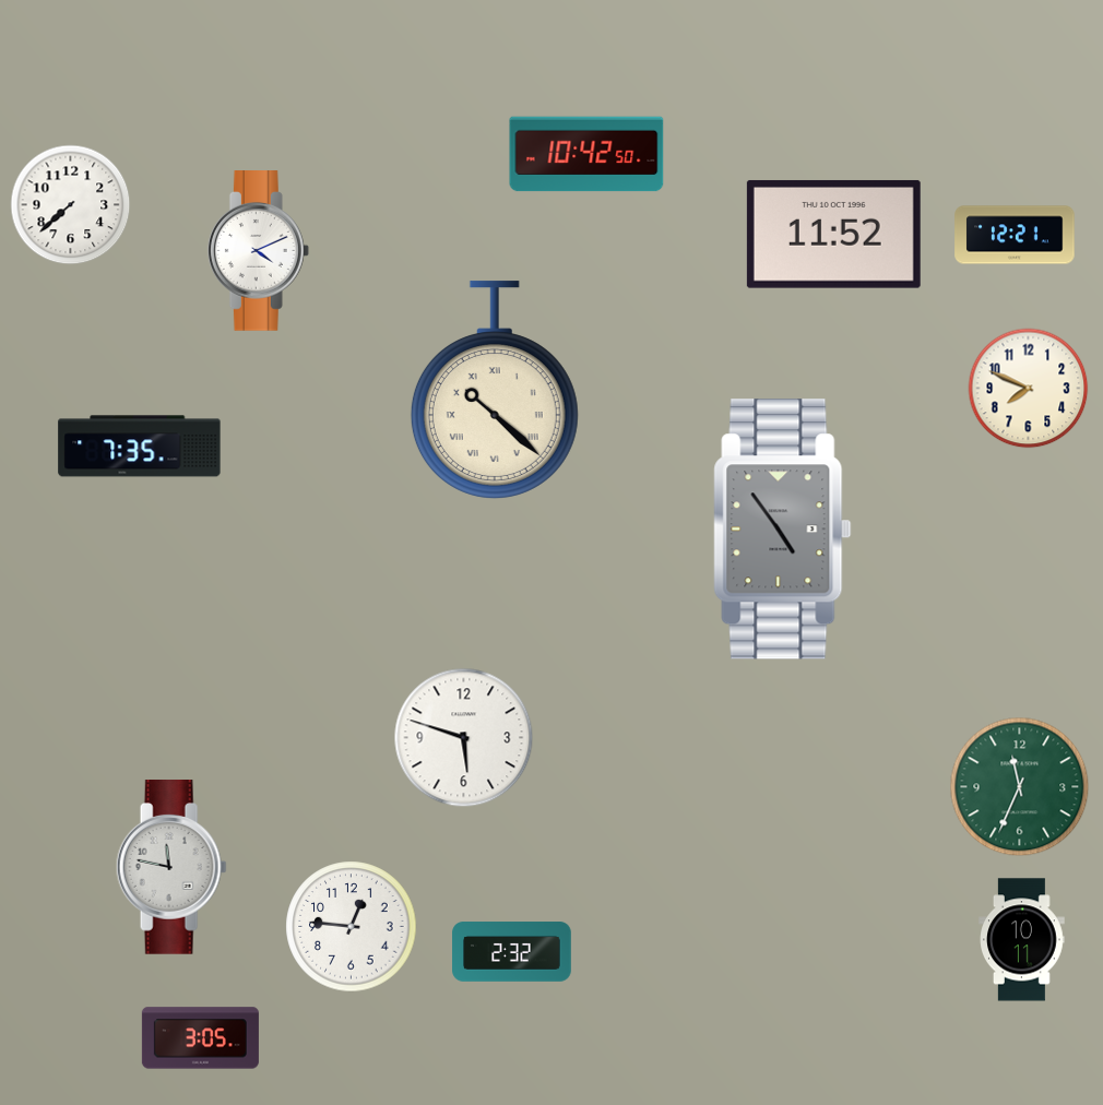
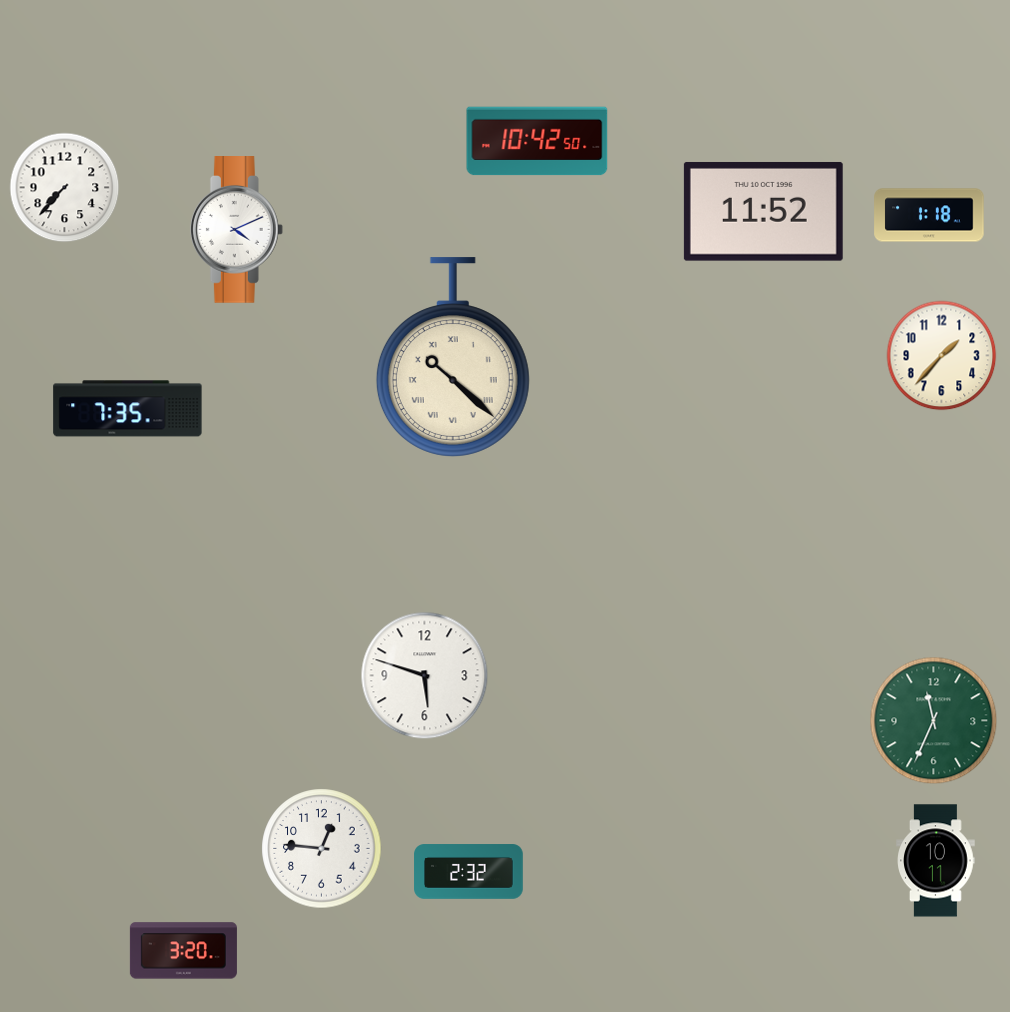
clock at (71, 205): 7:38 -> 7:37
clock at (833, 234) position: (833, 234) -> (763, 211)
clock at (1015, 235): 12:21 -> 1:18
clock at (1029, 389): 7:49 -> 1:37
clock at (783, 530): 4:54 -> none
clock at (171, 868): 11:47 -> none
clock at (200, 1038): 3:05 -> 3:20
